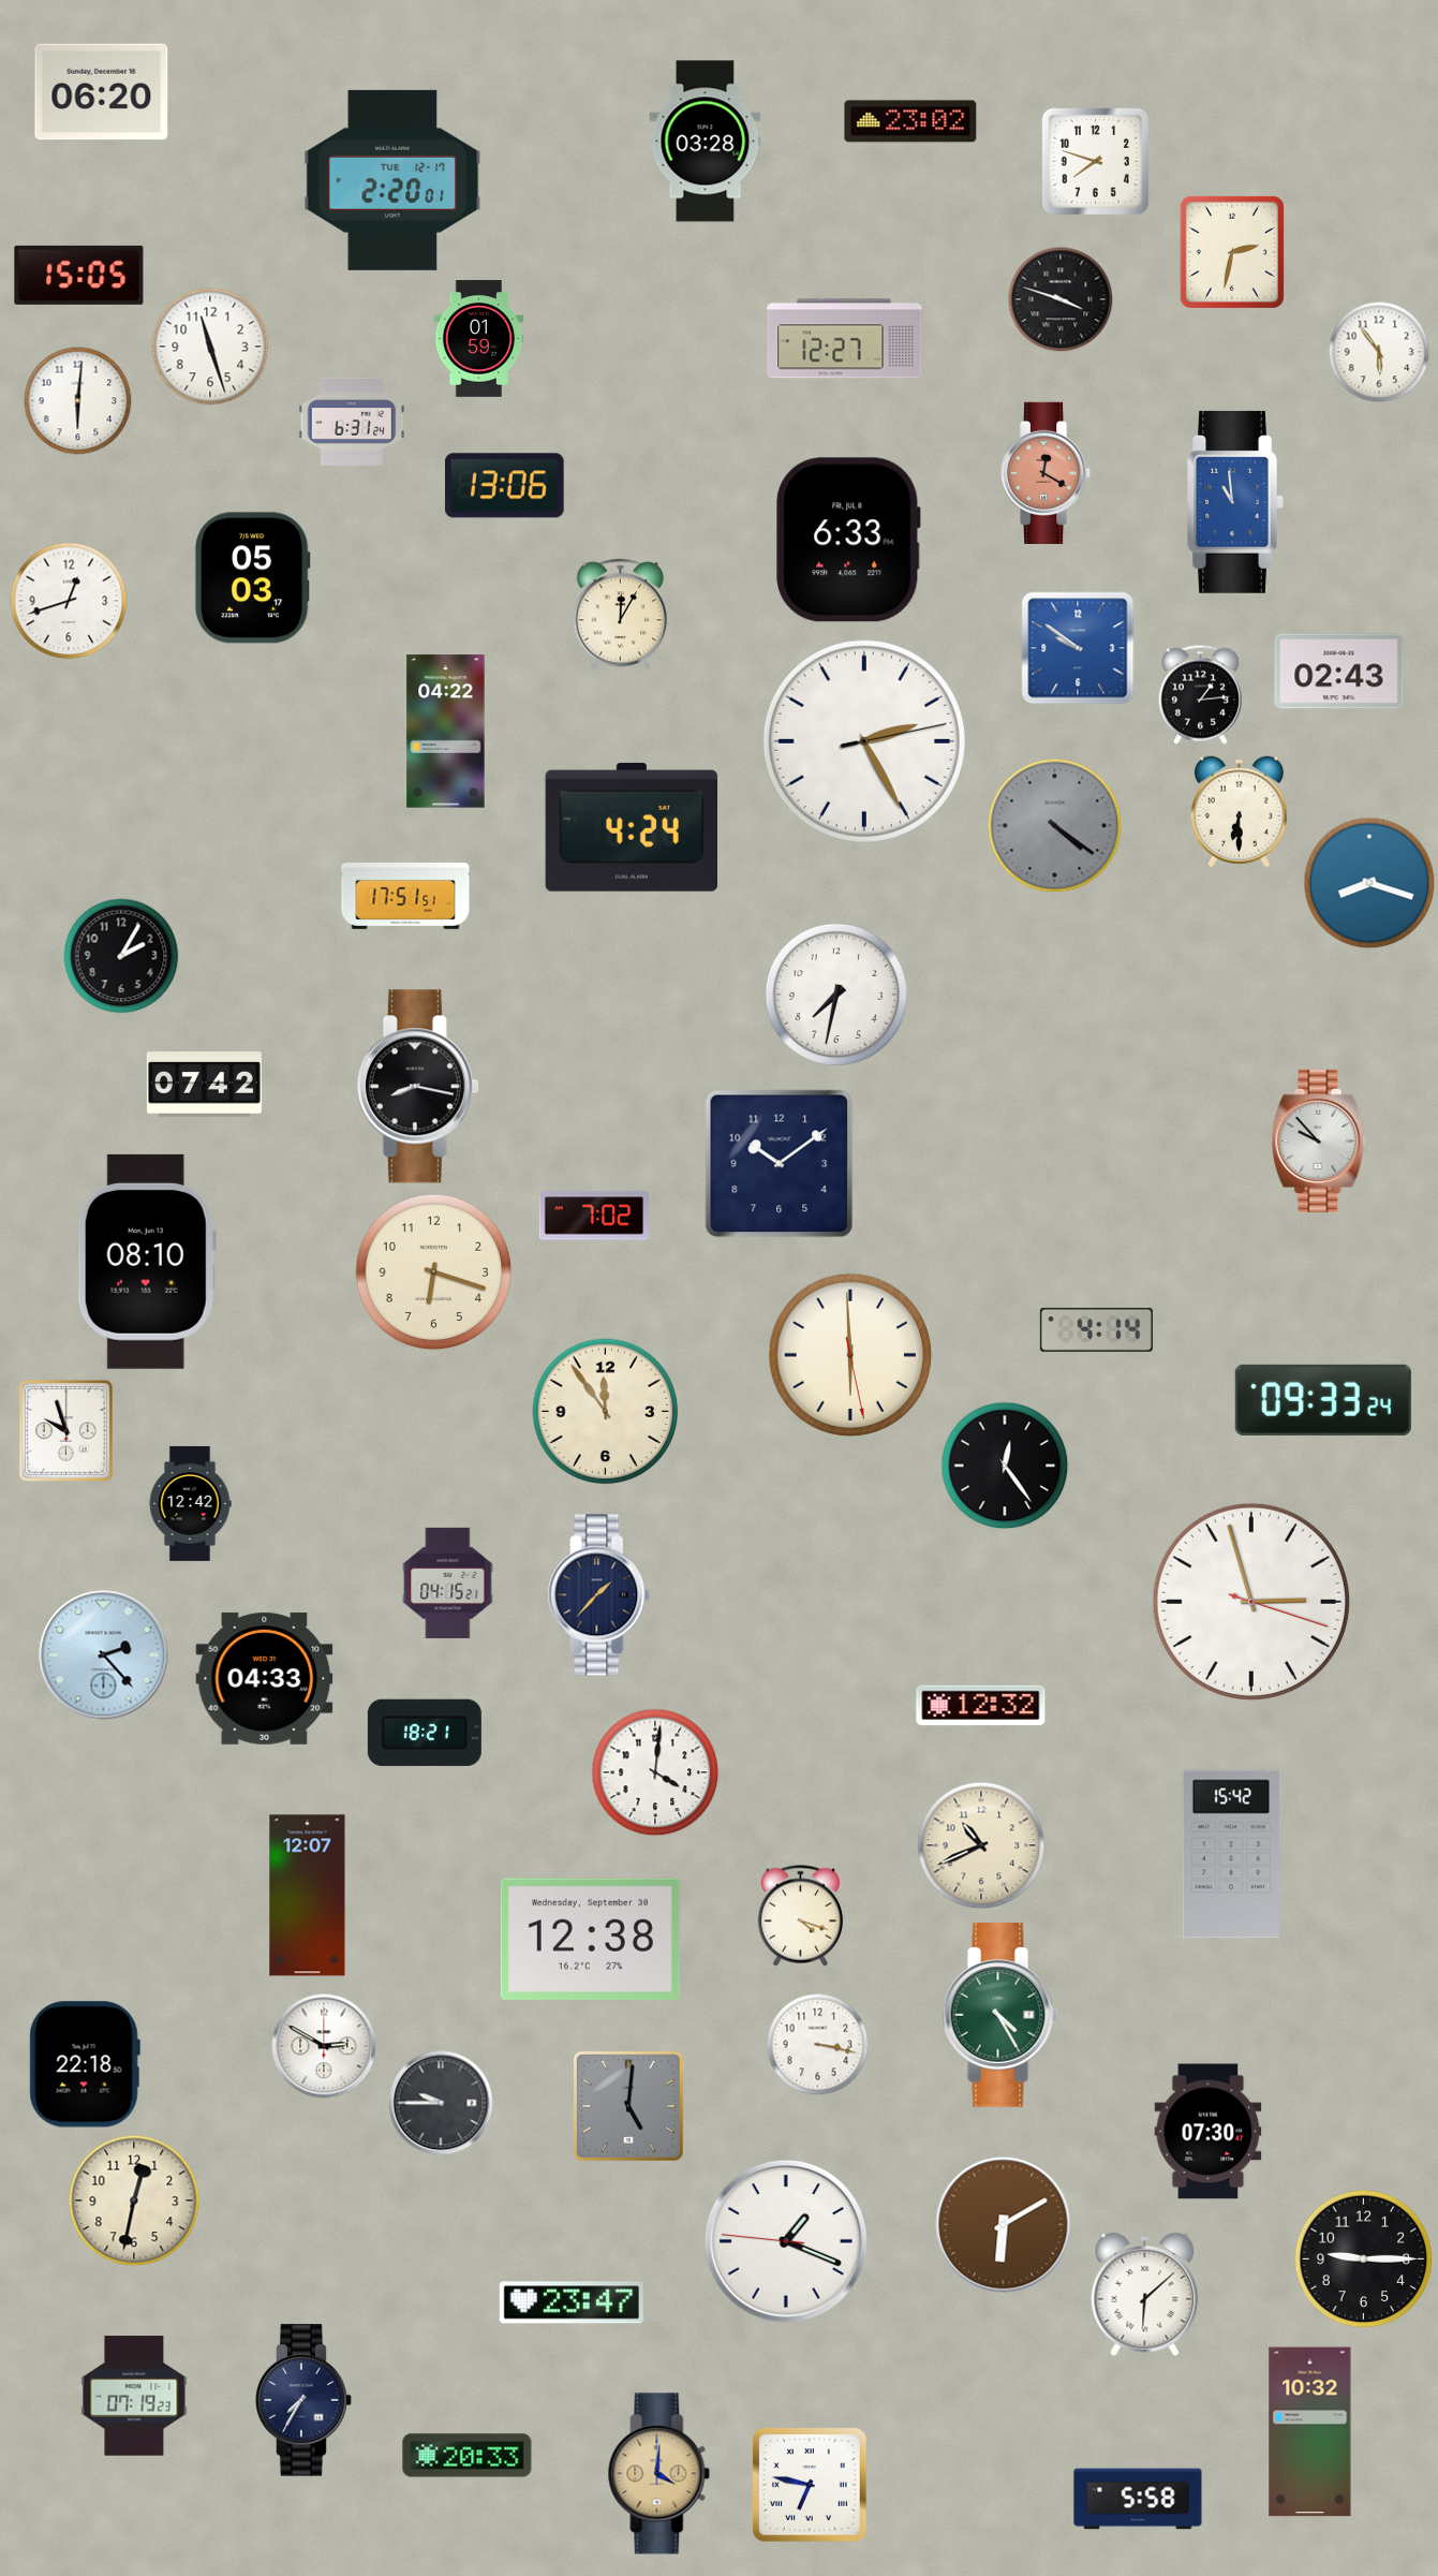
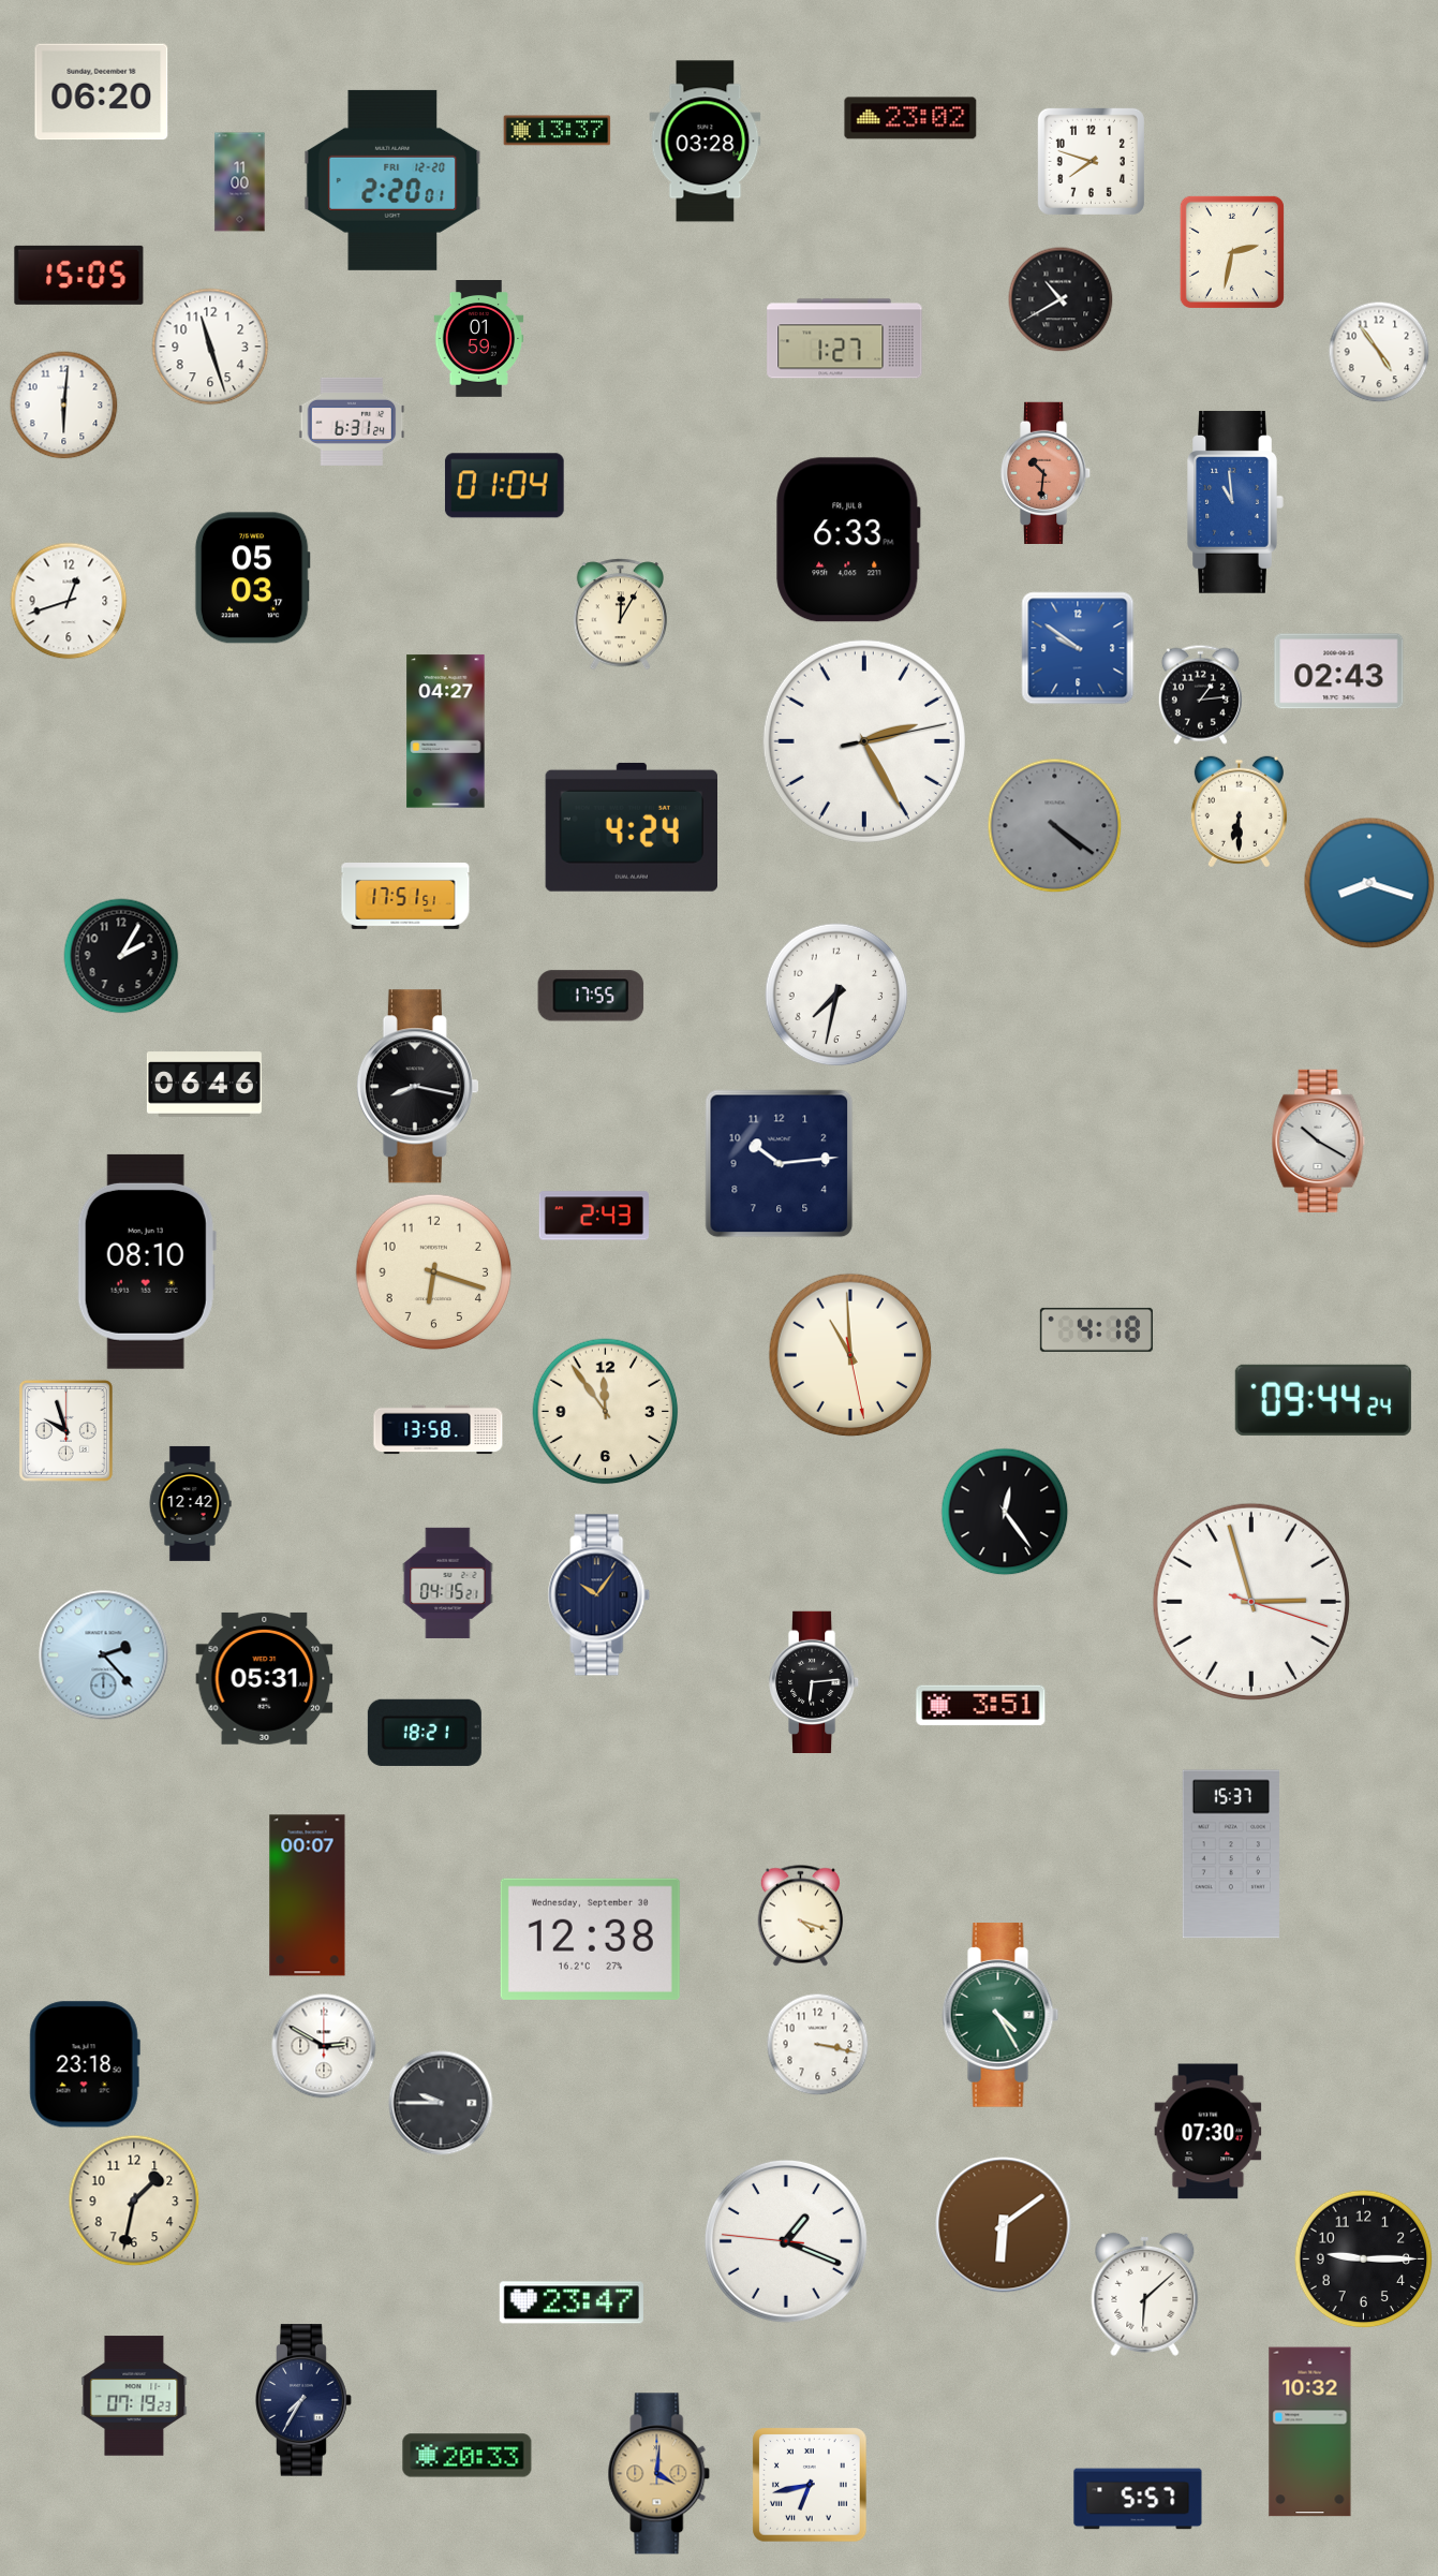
clock at (910, 121) position: (910, 121) -> (910, 118)
clock at (558, 131): none -> 13:37
clock at (1095, 161) position: (1095, 161) -> (1091, 161)
clock at (392, 180) date: TUE 12-17 -> FRI 12-20
clock at (240, 182): none -> 11:00
clock at (1061, 299): 3:48 -> 10:40
clock at (845, 339): 12:27 -> 1:27
clock at (1379, 352): 5:54 -> 4:54
clock at (78, 401) position: (78, 401) -> (64, 406)
clock at (1047, 472): 12:20 -> 10:31
clock at (504, 486): 13:06 -> 01:04
clock at (446, 732): 04:22 -> 04:27
clock at (591, 996): none -> 17:55
clock at (204, 1085): 07:42 -> 06:46
clock at (1319, 1140): 9:53 -> 10:20
clock at (780, 1164): 10:09 -> 10:14
clock at (593, 1216): 7:02 -> 2:43
clock at (1096, 1329): 4:14 -> 4:18
clock at (850, 1355): 5:59 -> 10:59
clock at (1323, 1400): 09:33 -> 09:44
clock at (439, 1430): none -> 13:58
clock at (1005, 1466) position: (1005, 1466) -> (1005, 1512)
clock at (599, 1595): 1:37 -> 10:06
clock at (265, 1678): 04:33 -> 05:31
clock at (815, 1681): none -> 6:14
clock at (981, 1706): 12:32 -> 3:51
clock at (655, 1772): 4:01 -> none
clock at (981, 1845): 10:41 -> none
clock at (1231, 1854): 15:42 -> 15:37
clock at (308, 1896): 12:07 -> 00:07
clock at (85, 2064): 22:18 -> 23:18
clock at (628, 2106): 5:01 -> none
clock at (134, 2200): 12:32 -> 1:32
clock at (1004, 2225): 6:10 -> 6:09
clock at (810, 2485): 6:47 -> 6:43
clock at (1138, 2499): 5:58 -> 5:57
